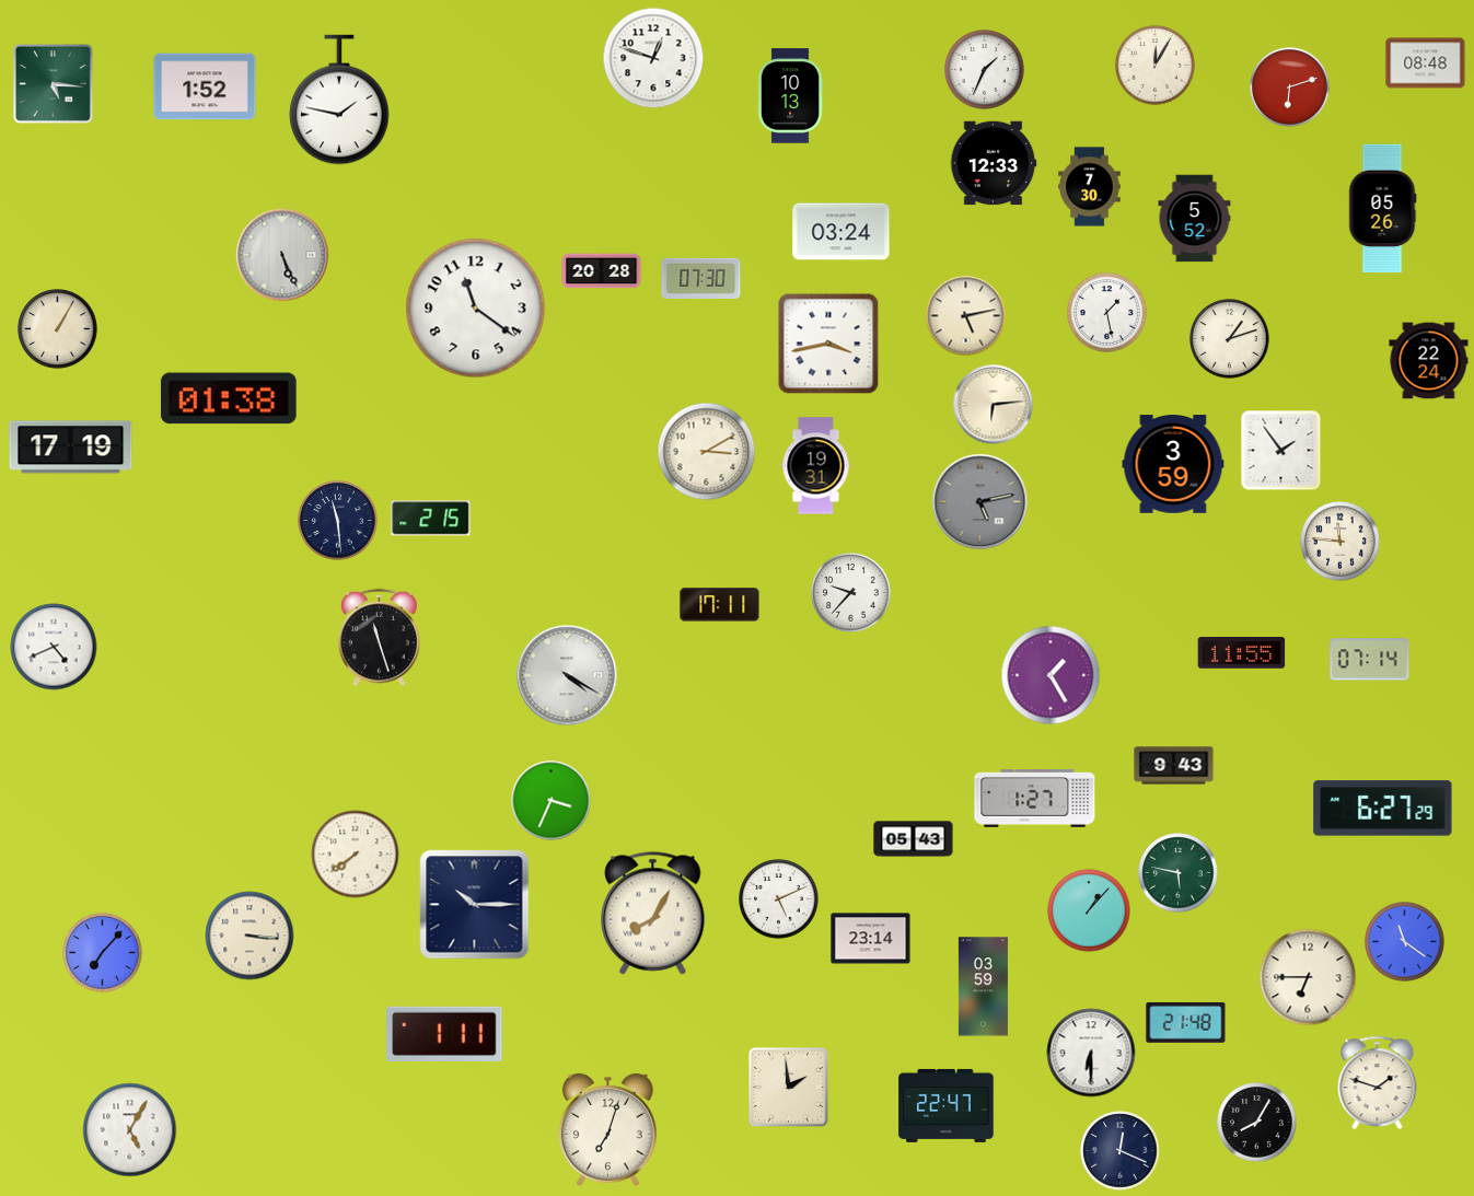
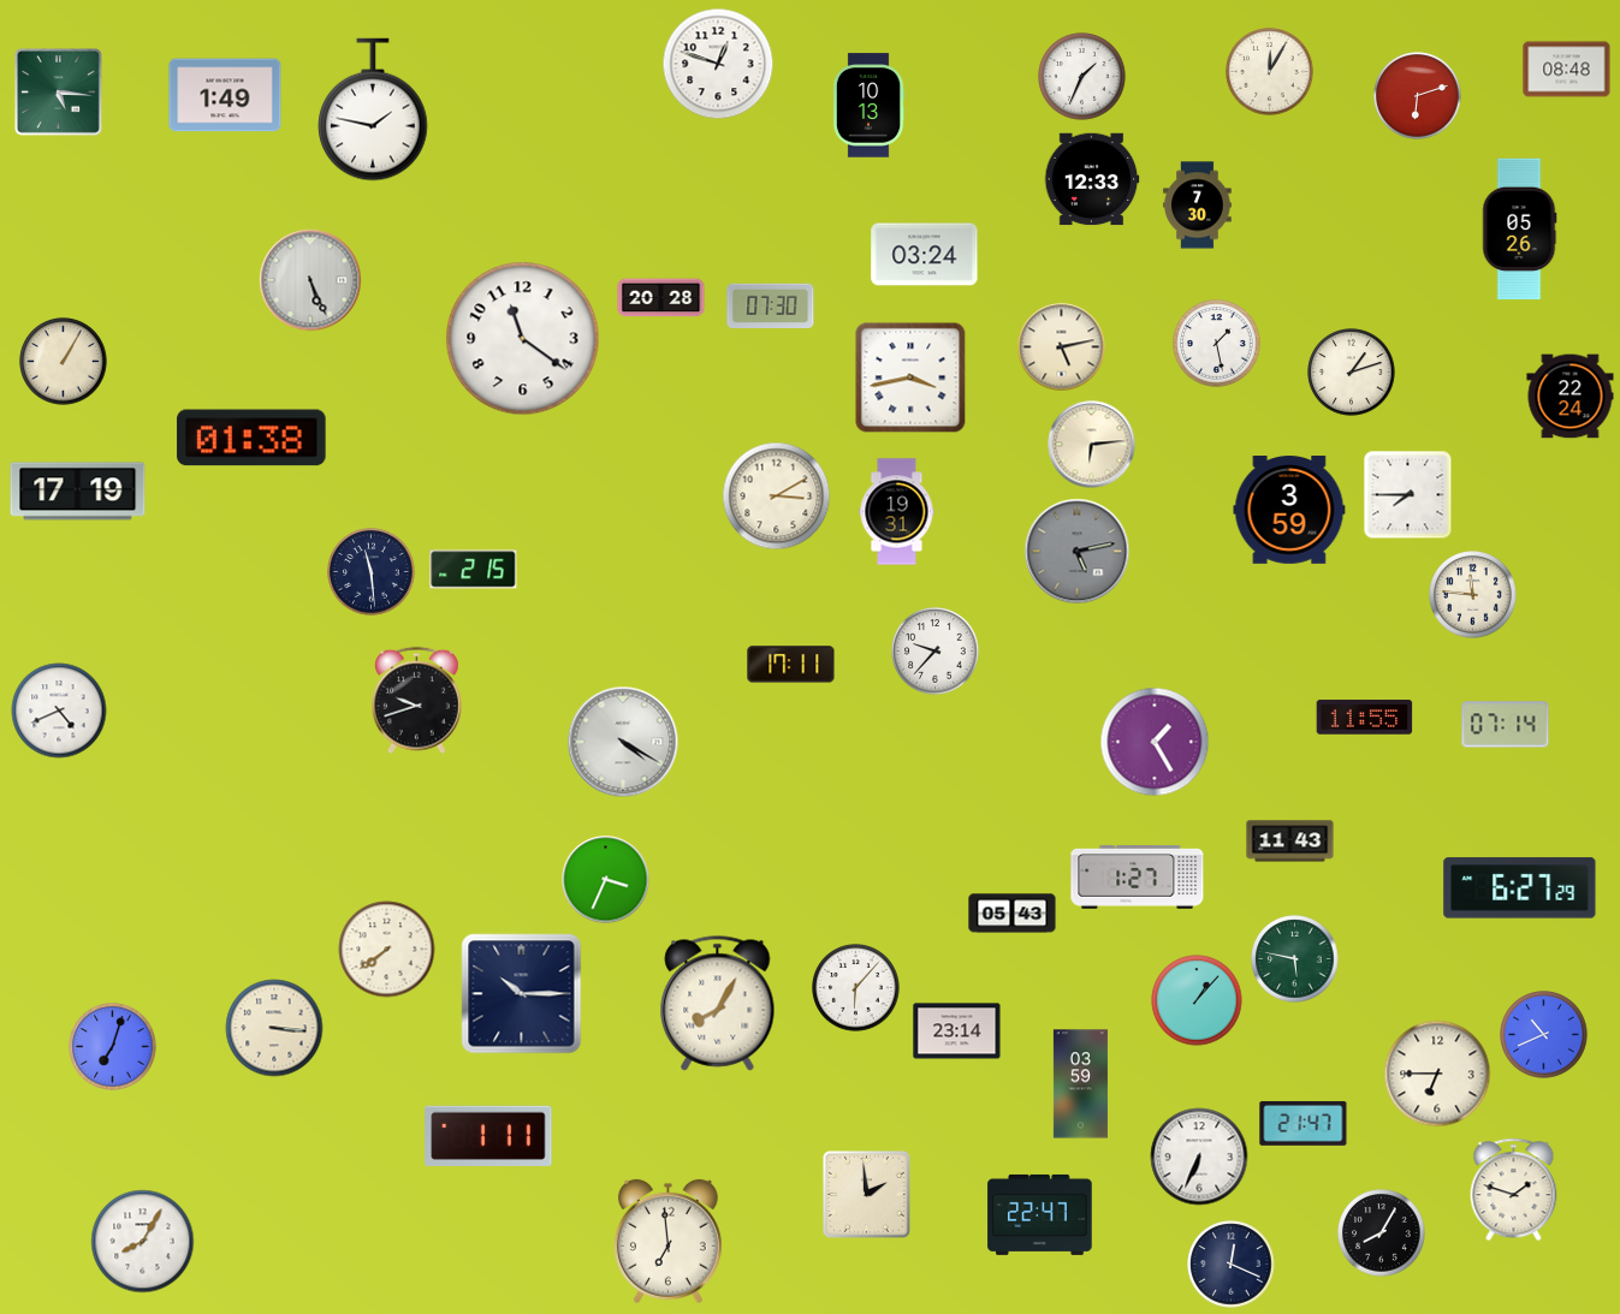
clock at (205, 86): 1:52 -> 1:49
clock at (1195, 219): 5:52 -> none
clock at (1281, 451): 1:54 -> 7:45
clock at (380, 638): 11:27 -> 9:42
clock at (1174, 766): 9:43 -> 11:43
clock at (914, 839) position: (914, 839) -> (1013, 914)
clock at (356, 855) position: (356, 855) -> (387, 950)
clock at (779, 899): 5:11 -> 6:07
clock at (1405, 942): 11:21 -> 10:41
clock at (103, 953): 7:07 -> 7:03
clock at (1186, 1022): 21:48 -> 21:47
clock at (1091, 1053): 6:30 -> 6:34
clock at (130, 1130): 5:05 -> 8:05
clock at (607, 1130): 7:03 -> 6:59
